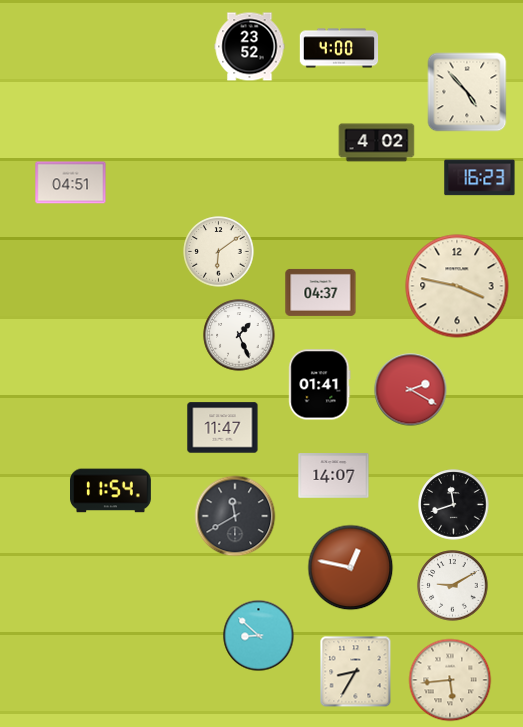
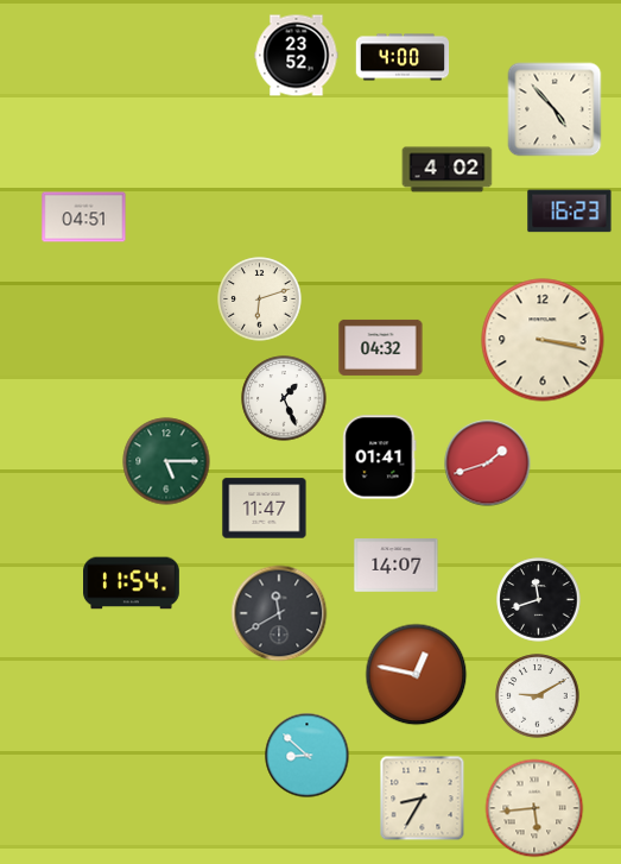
clock at (219, 252): 6:09 -> 6:12
clock at (457, 286): 3:47 -> 3:17
clock at (321, 292): 04:37 -> 04:32
clock at (166, 461): none -> 5:15
clock at (411, 390): 2:20 -> 1:42
